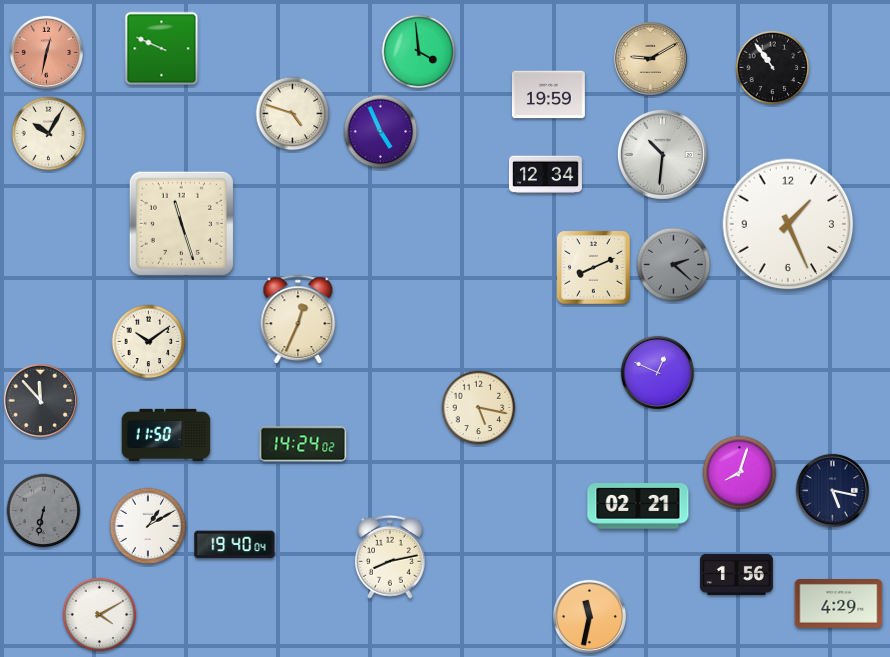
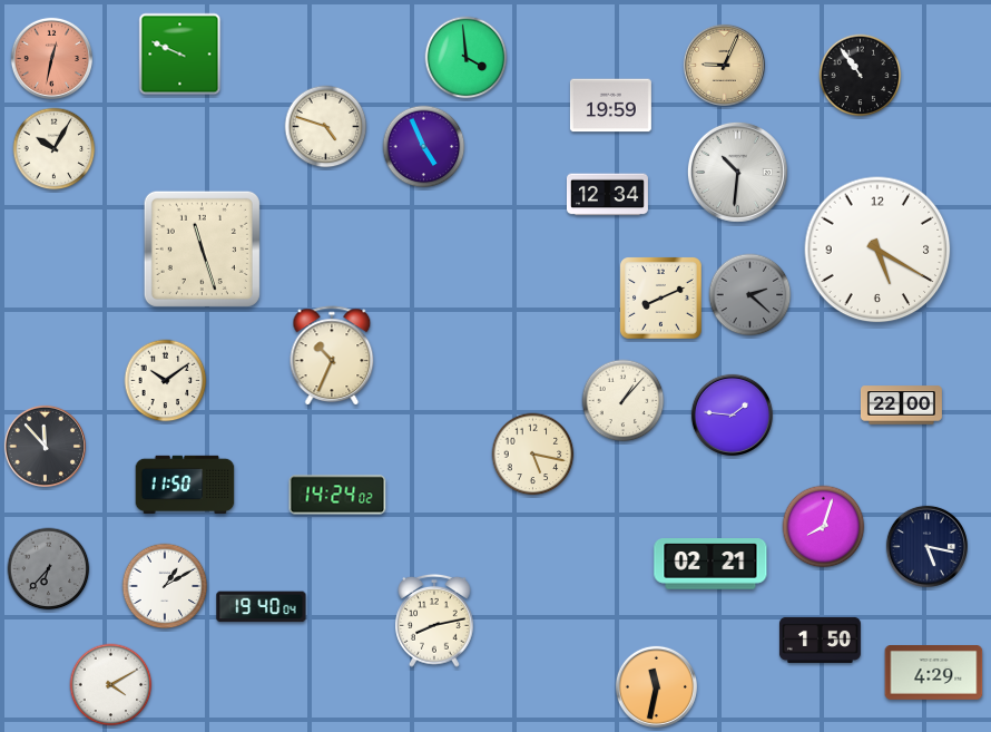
clock at (650, 58): 9:10 -> 9:04
clock at (788, 224): 1:26 -> 5:20
clock at (298, 320): 12:34 -> 10:34
clock at (624, 401): none -> 1:07
clock at (901, 406): none -> 22:00
clock at (657, 372): 12:49 -> 1:46
clock at (44, 511): 6:32 -> 6:37
clock at (736, 574): 1:56 -> 1:50
